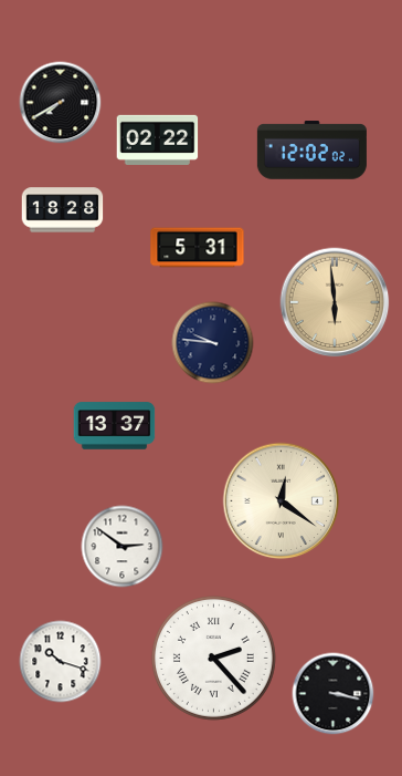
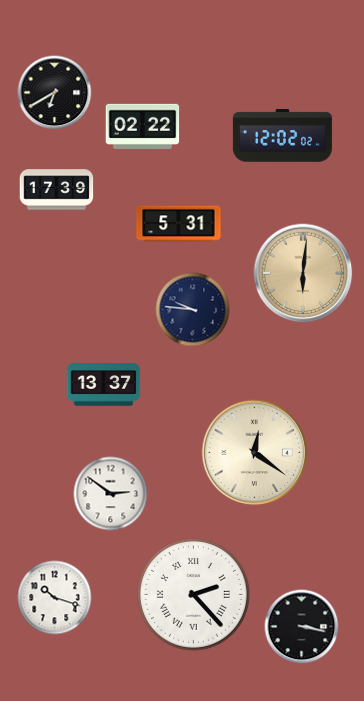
clock at (61, 103): 7:40 -> 6:40
clock at (63, 210): 18:28 -> 17:39
clock at (335, 302): 5:59 -> 6:01
